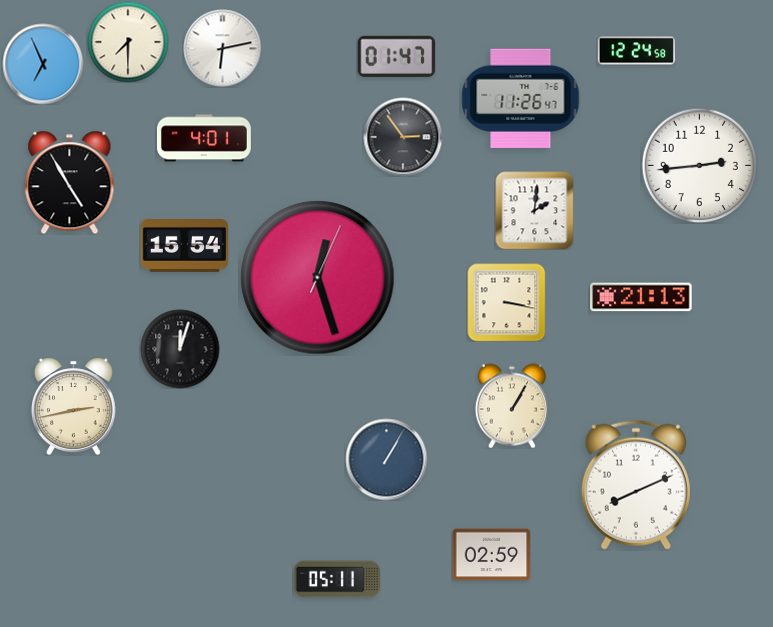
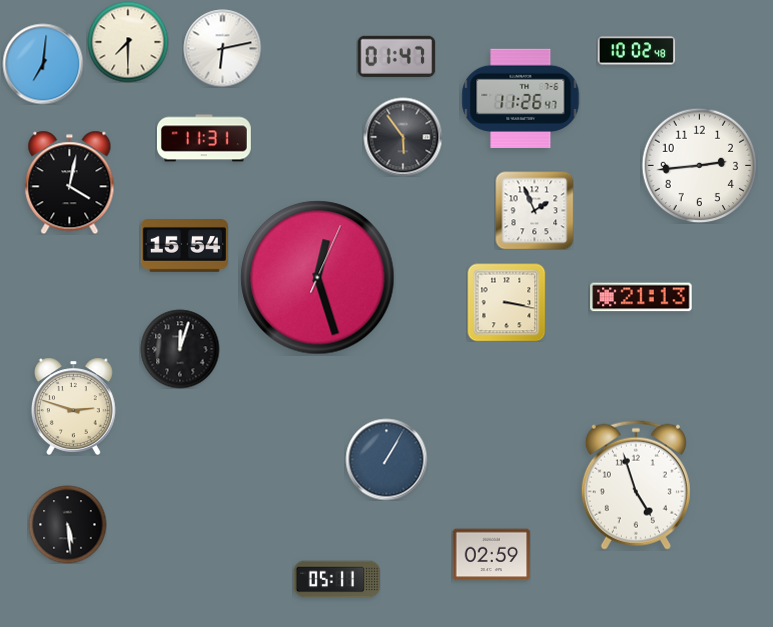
clock at (636, 51): 12:24 -> 10:02
clock at (43, 64): 6:56 -> 7:01
clock at (403, 137): 2:54 -> 5:54
clock at (204, 138): 4:01 -> 11:31
clock at (70, 182): 4:55 -> 4:02
clock at (534, 210): 2:01 -> 1:56
clock at (73, 406): 2:43 -> 2:48
clock at (512, 406): 1:05 -> none
clock at (636, 485): 8:11 -> 4:57
clock at (67, 524): none -> 5:29
